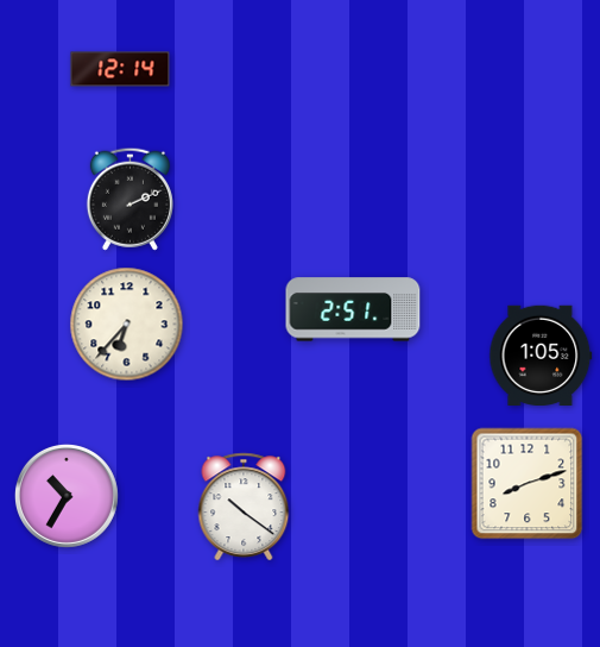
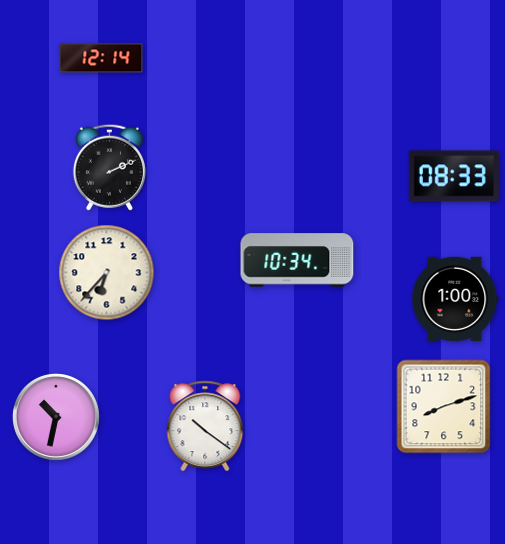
clock at (454, 176): none -> 08:33
clock at (353, 309): 2:51 -> 10:34
clock at (541, 354): 1:05 -> 1:00
clock at (67, 496): 10:35 -> 10:32
